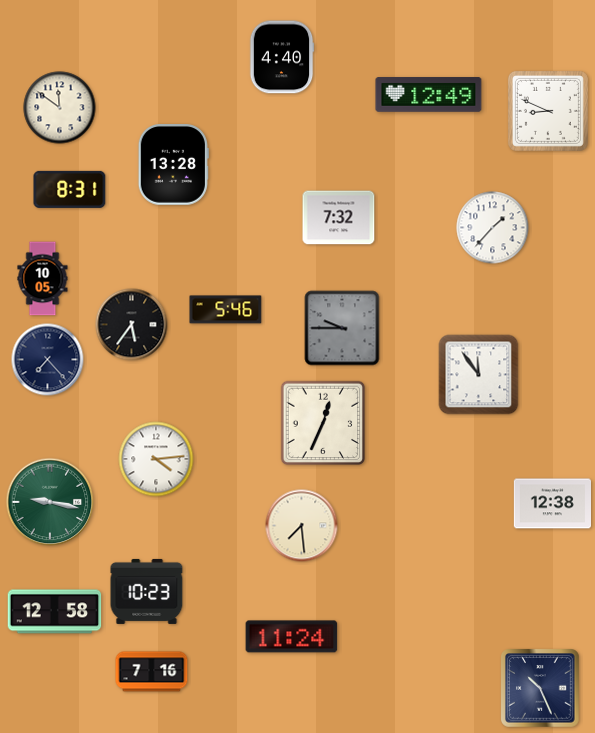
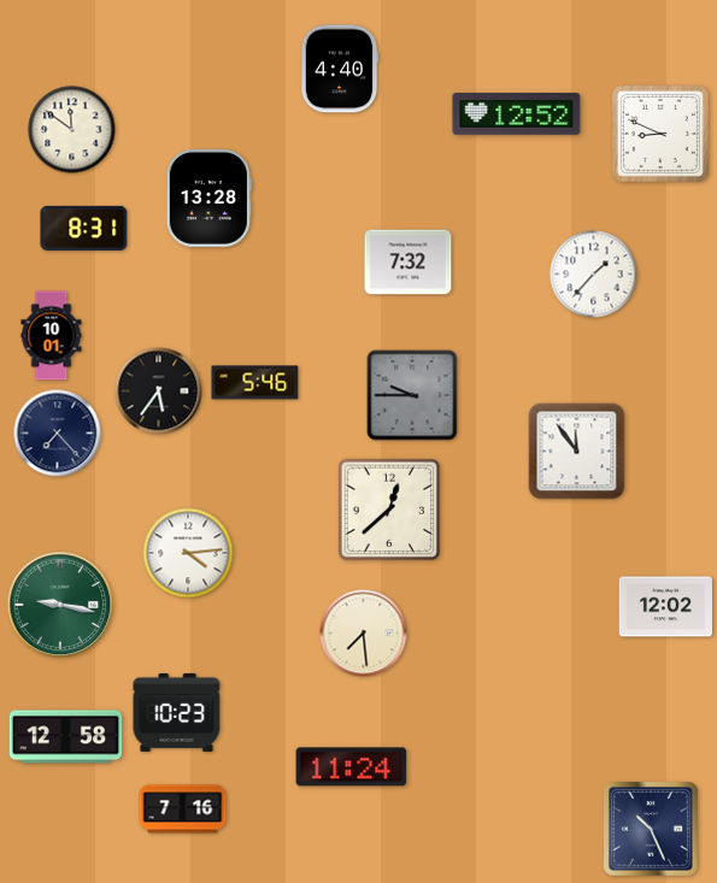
clock at (429, 95): 12:49 -> 12:52
clock at (43, 279): 10:05 -> 10:01
clock at (226, 310) position: (226, 310) -> (255, 383)
clock at (323, 423): 12:34 -> 12:38
clock at (552, 504): 12:38 -> 12:02
